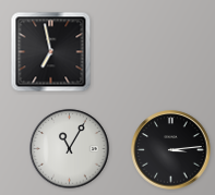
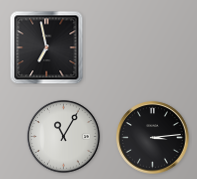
clock at (171, 150) position: (171, 150) -> (153, 138)
